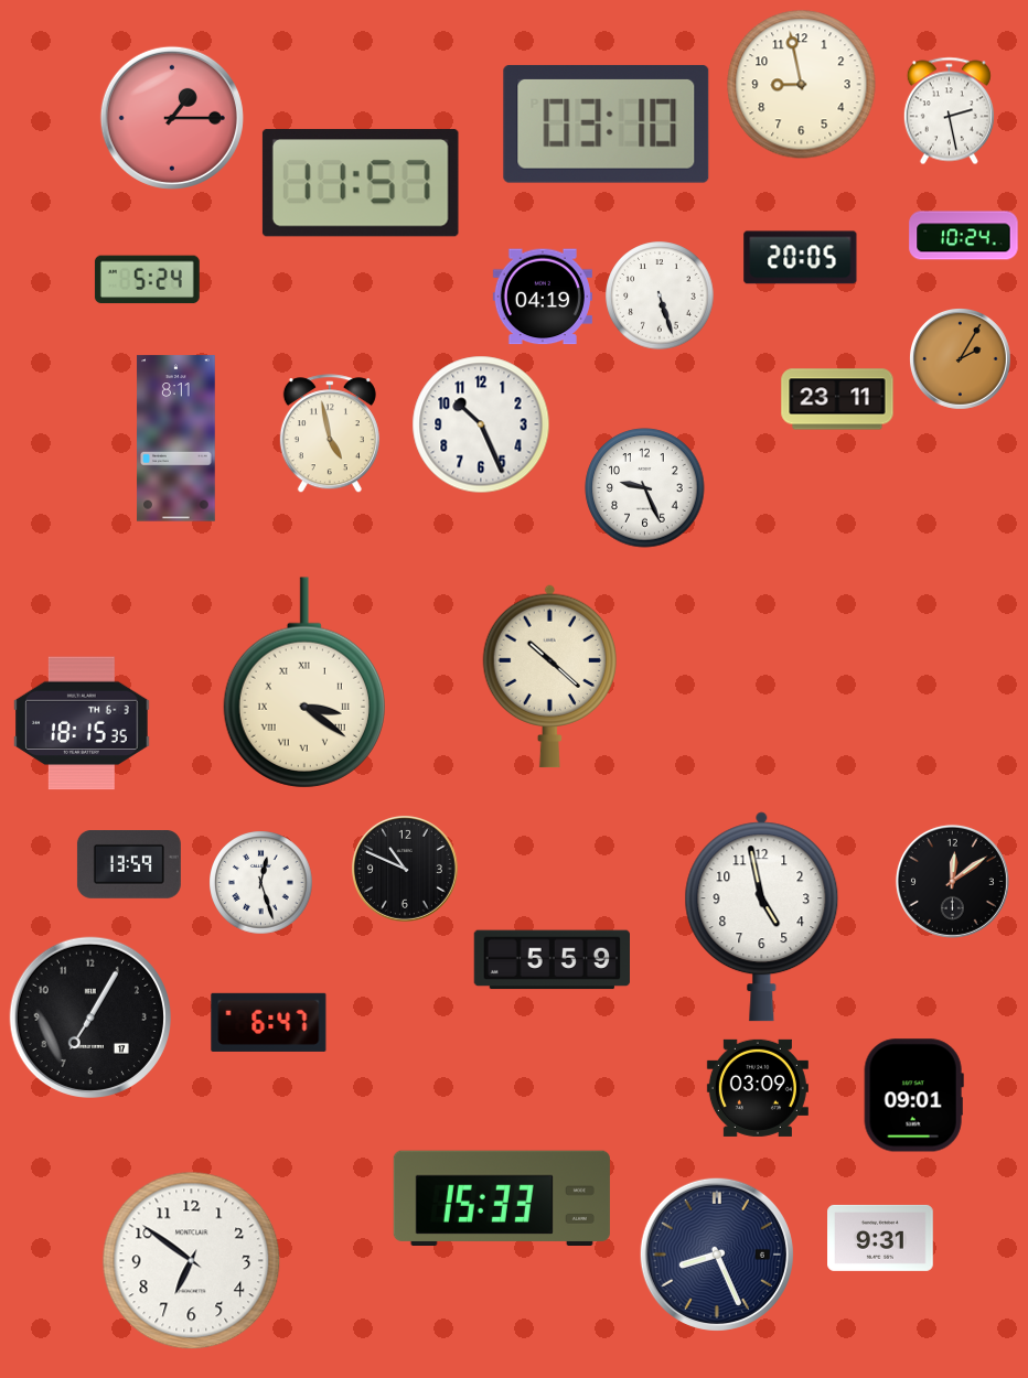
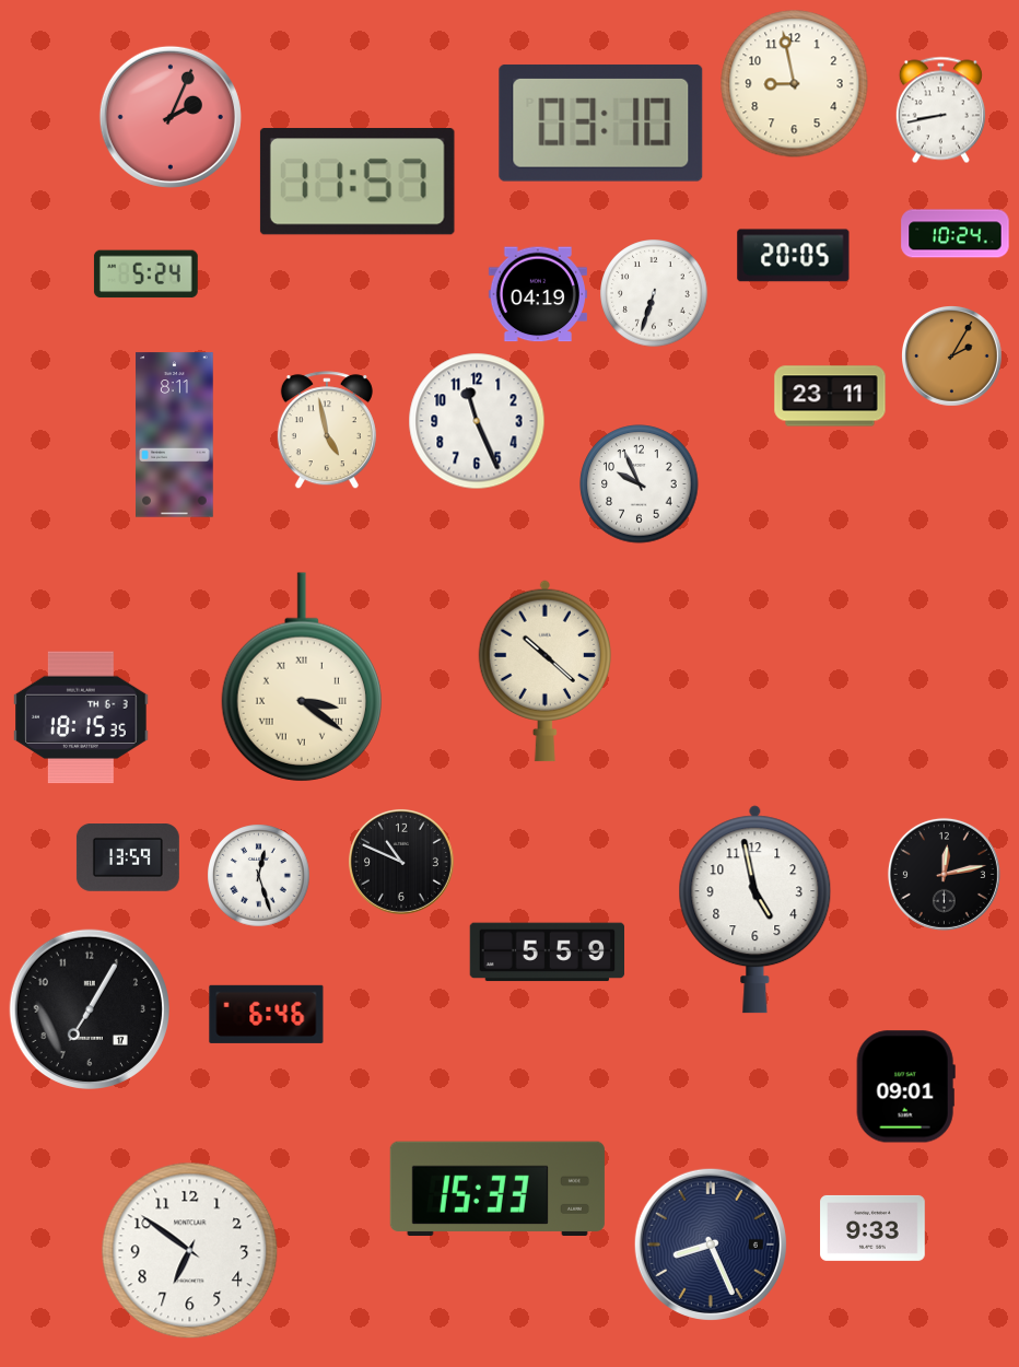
clock at (949, 111): 2:28 -> 8:43
clock at (172, 118): 1:15 -> 2:04
clock at (147, 280) position: (147, 280) -> (145, 274)
clock at (660, 295): 5:27 -> 6:33
clock at (481, 424): 10:26 -> 11:26
clock at (645, 488): 9:26 -> 9:56
clock at (952, 881): 12:09 -> 12:13
clock at (269, 1022): 6:47 -> 6:46
clock at (758, 1088): 03:09 -> none
clock at (880, 1238): 9:31 -> 9:33
